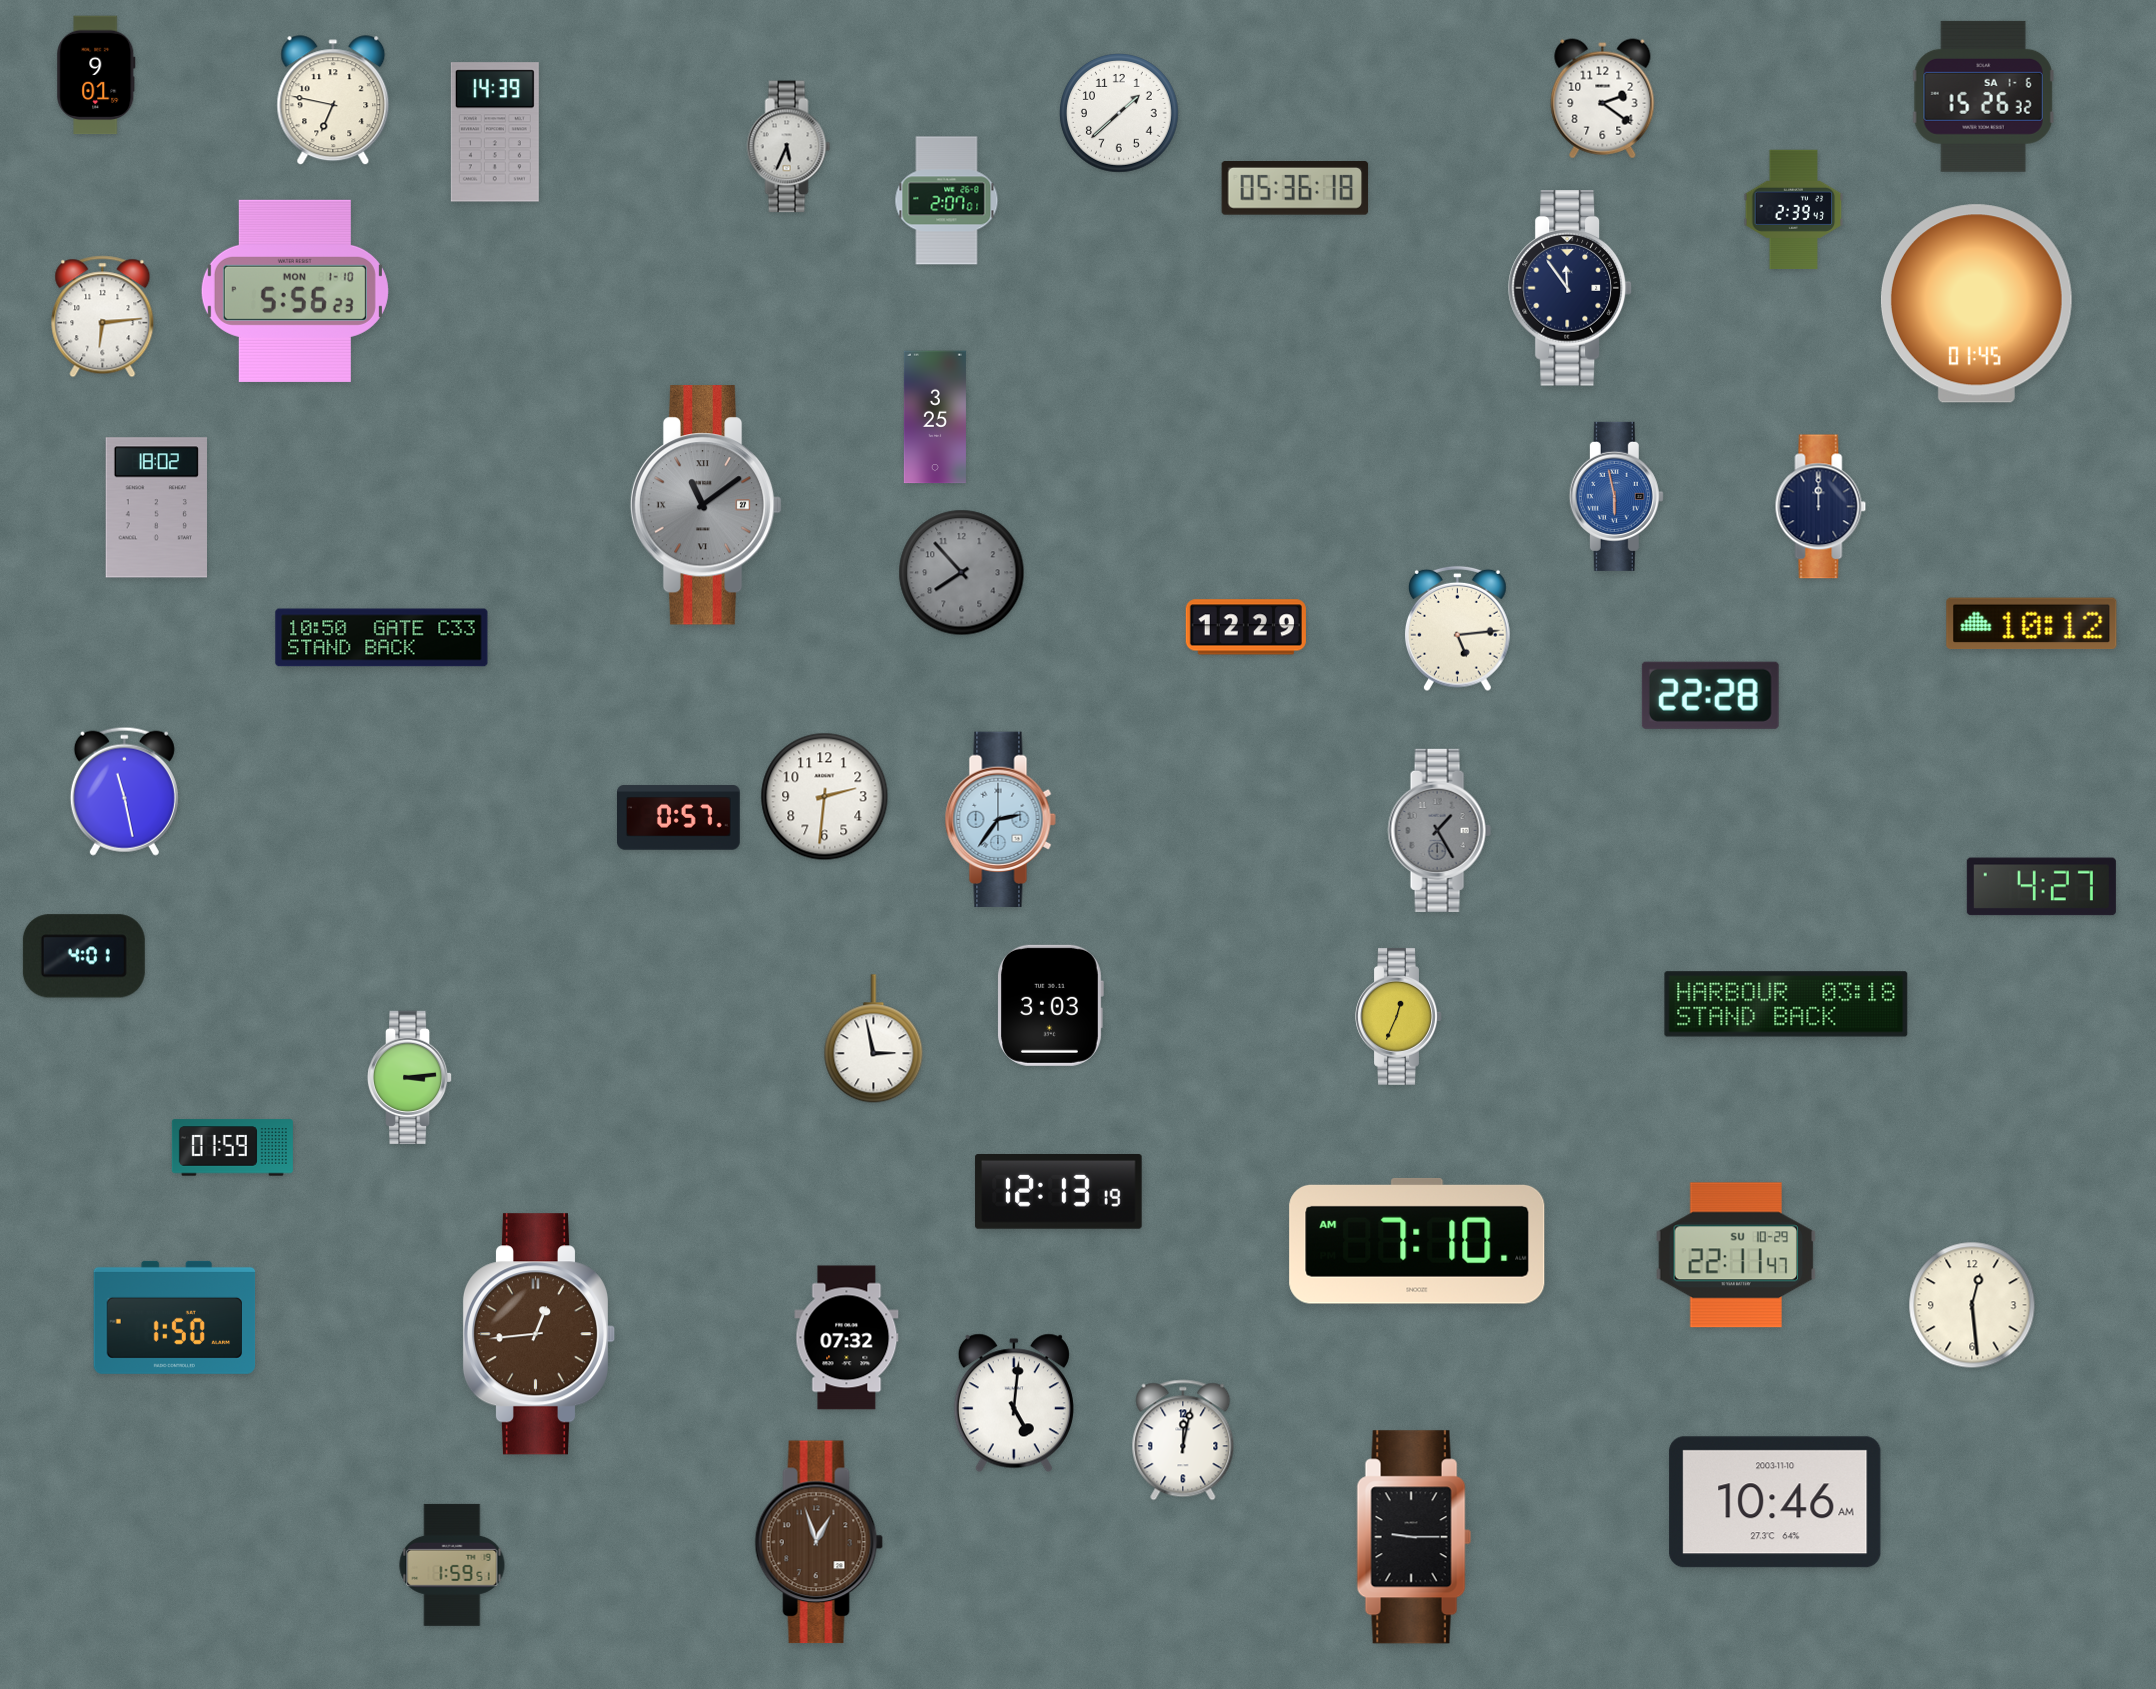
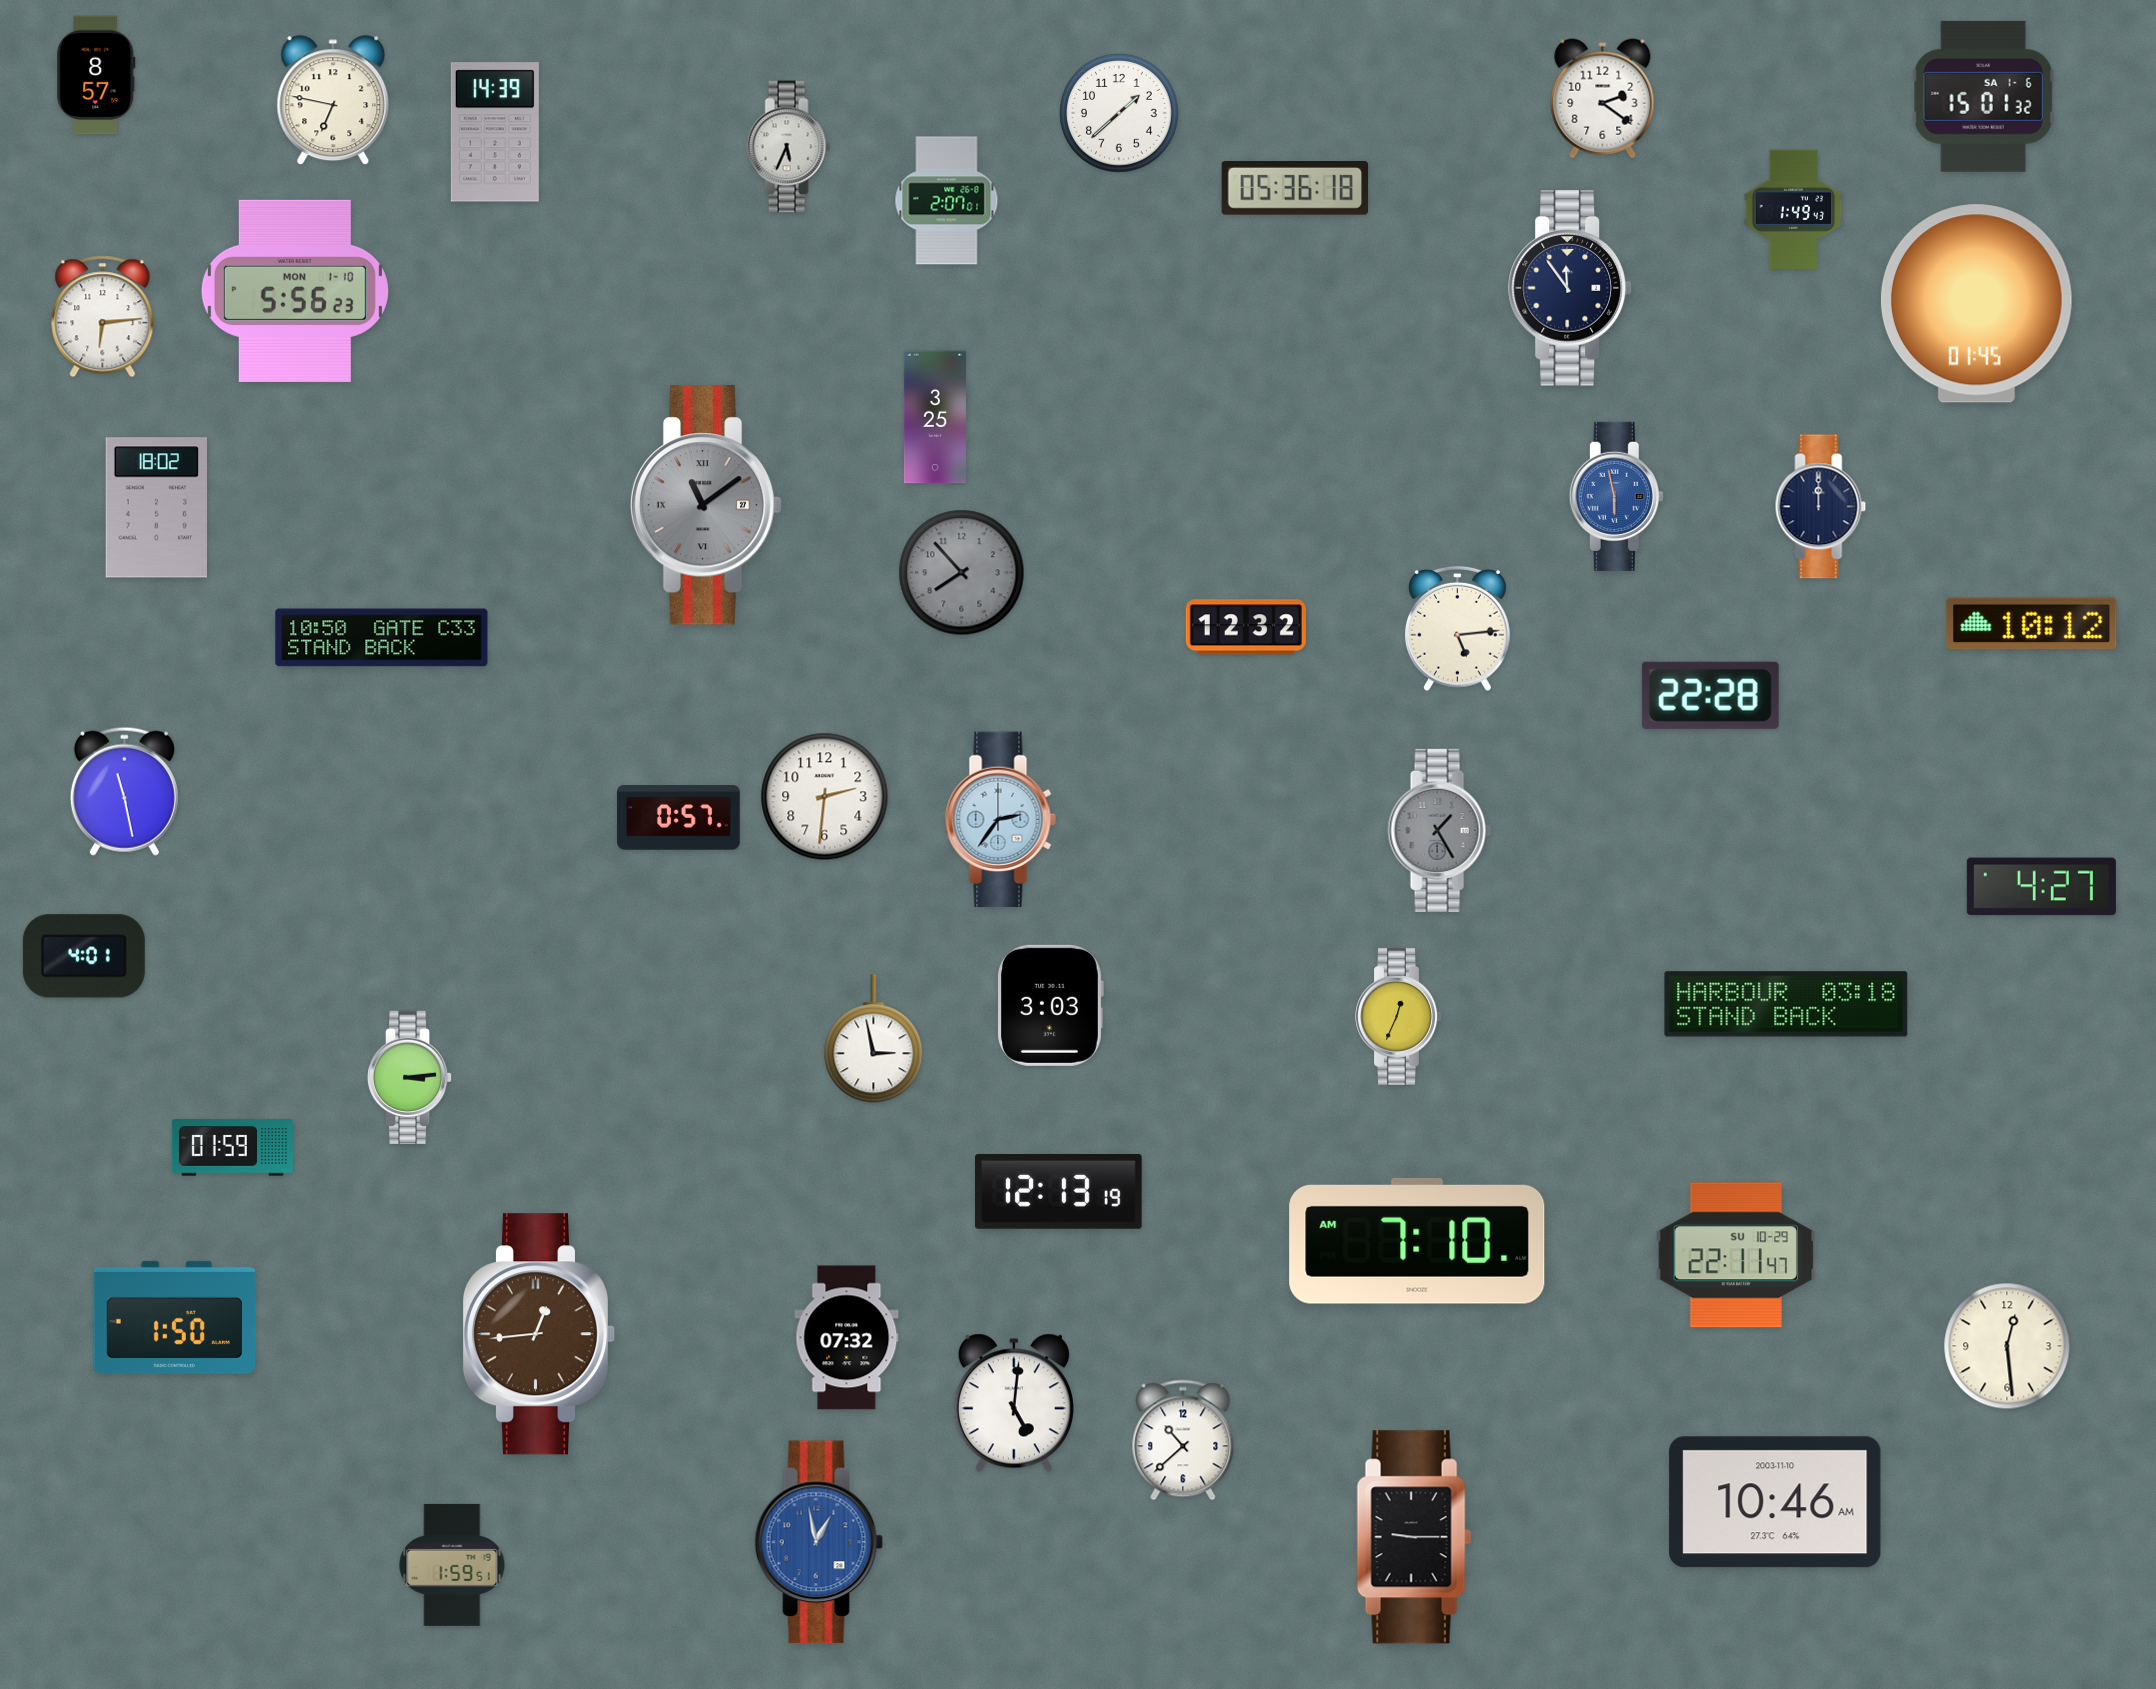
clock at (96, 75): 9:01 -> 8:57
clock at (1983, 96): 15:26 -> 15:01
clock at (1794, 209): 2:39 -> 1:49
clock at (1246, 627): 12:29 -> 12:32
clock at (1972, 1305) position: (1972, 1305) -> (2007, 1346)
clock at (1183, 1440): 12:02 -> 10:38
clock at (819, 1542): 12:57 -> 12:58
clock at (819, 1542) dial: brown -> blue
